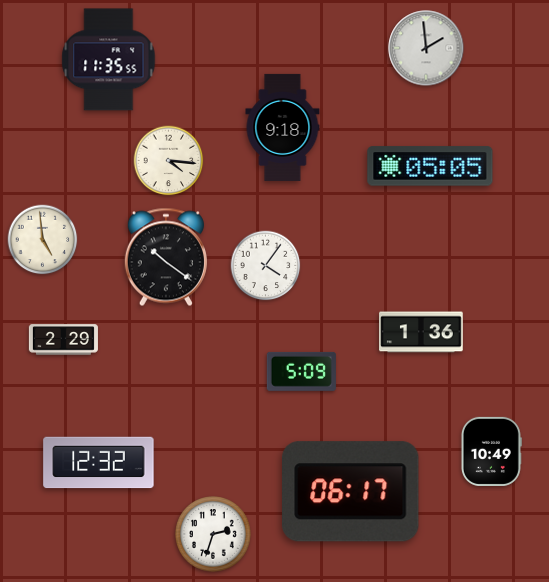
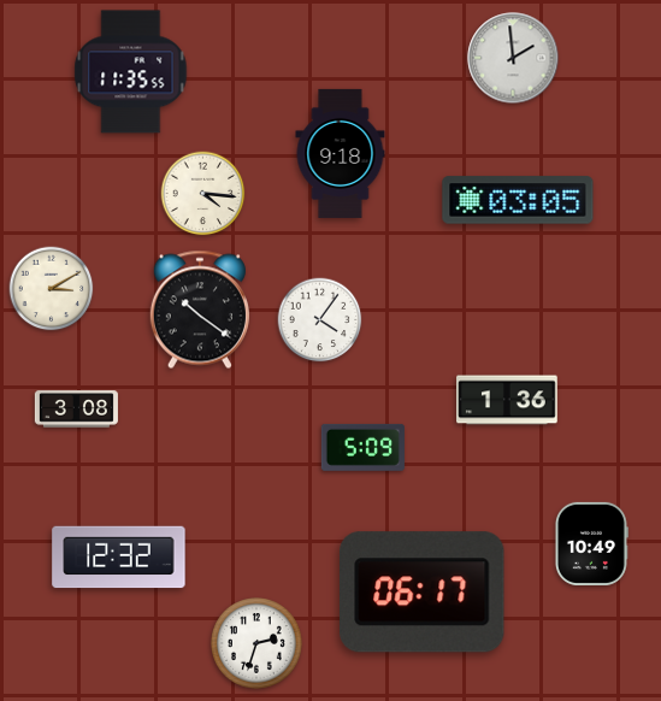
clock at (430, 166): 05:05 -> 03:05
clock at (43, 240): 4:59 -> 3:10
clock at (63, 340): 2:29 -> 3:08
